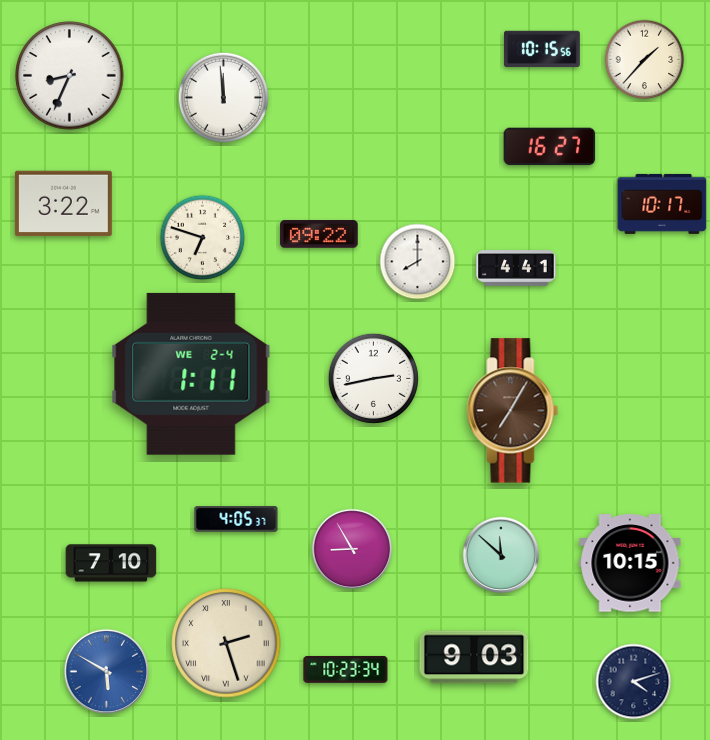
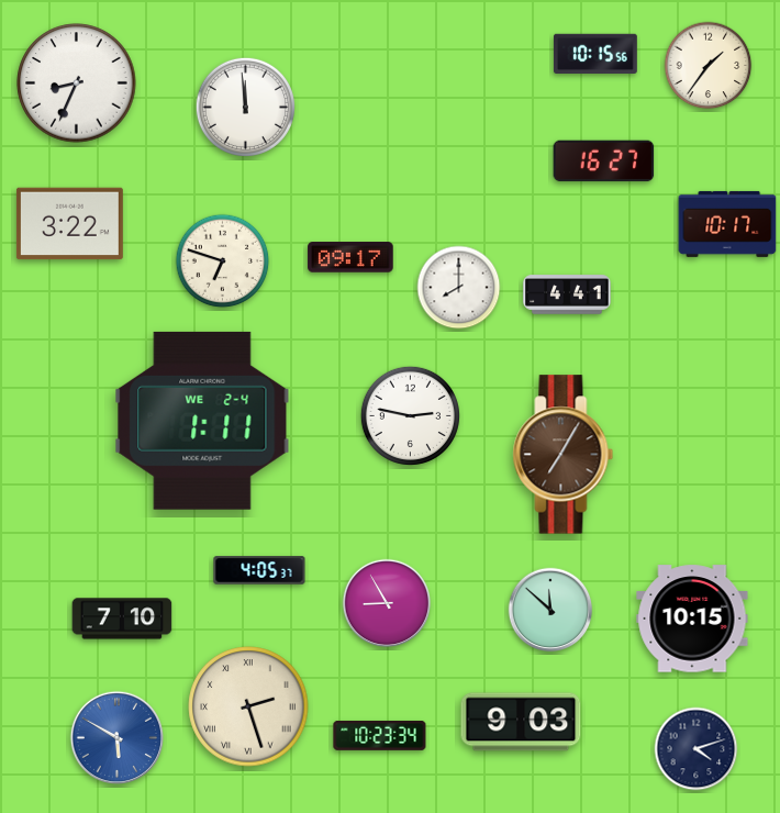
clock at (645, 60): 1:37 -> 1:36
clock at (319, 234): 09:22 -> 09:17
clock at (191, 374) position: (191, 374) -> (202, 421)
clock at (373, 378): 2:43 -> 2:47
clock at (513, 411) position: (513, 411) -> (564, 455)
